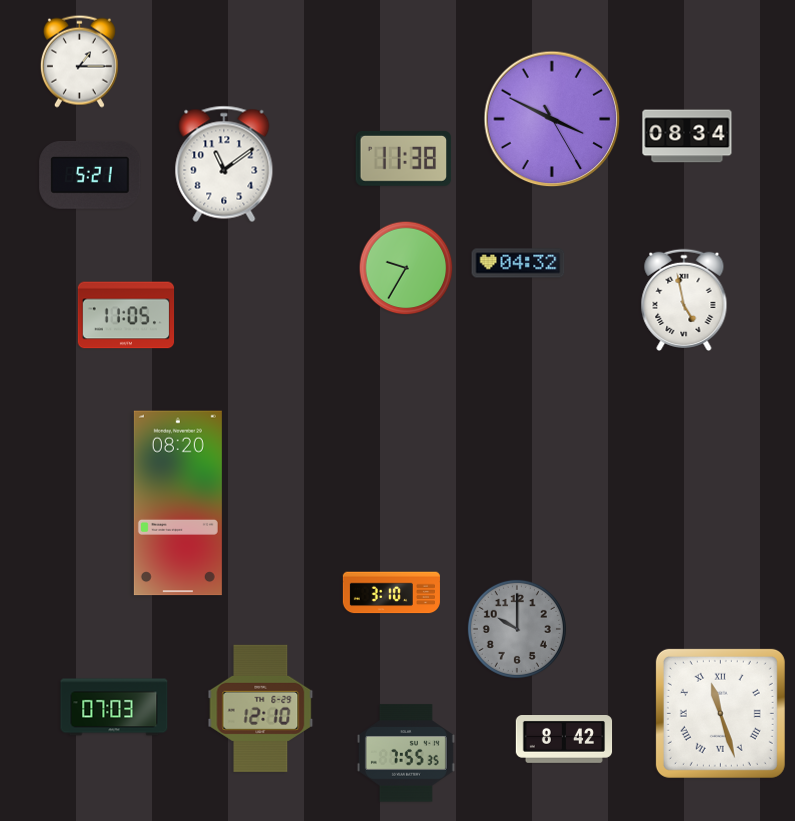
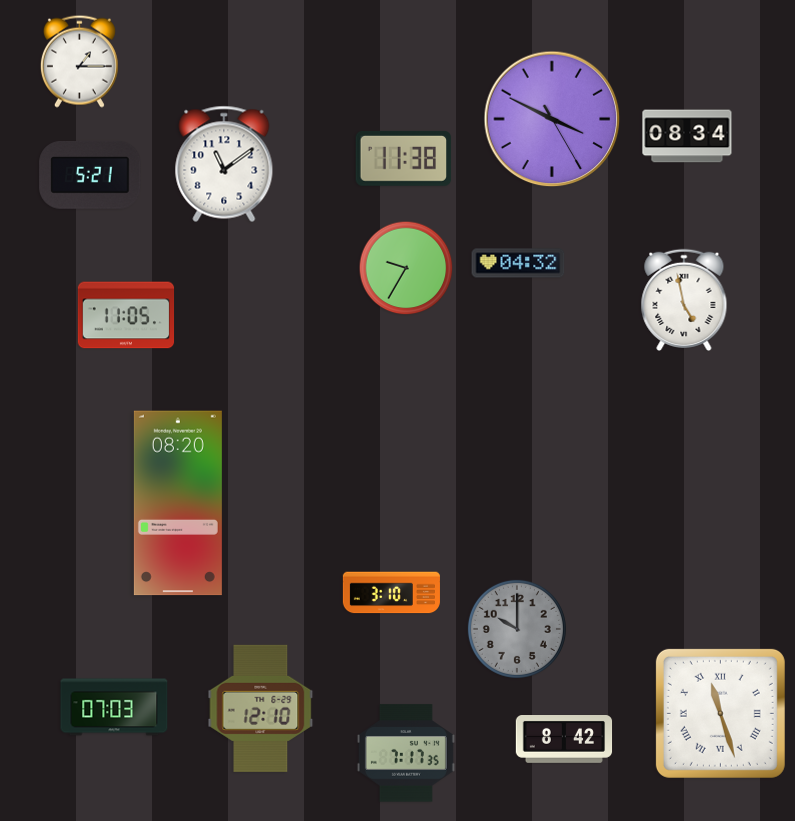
clock at (406, 753): 7:55 -> 7:17
